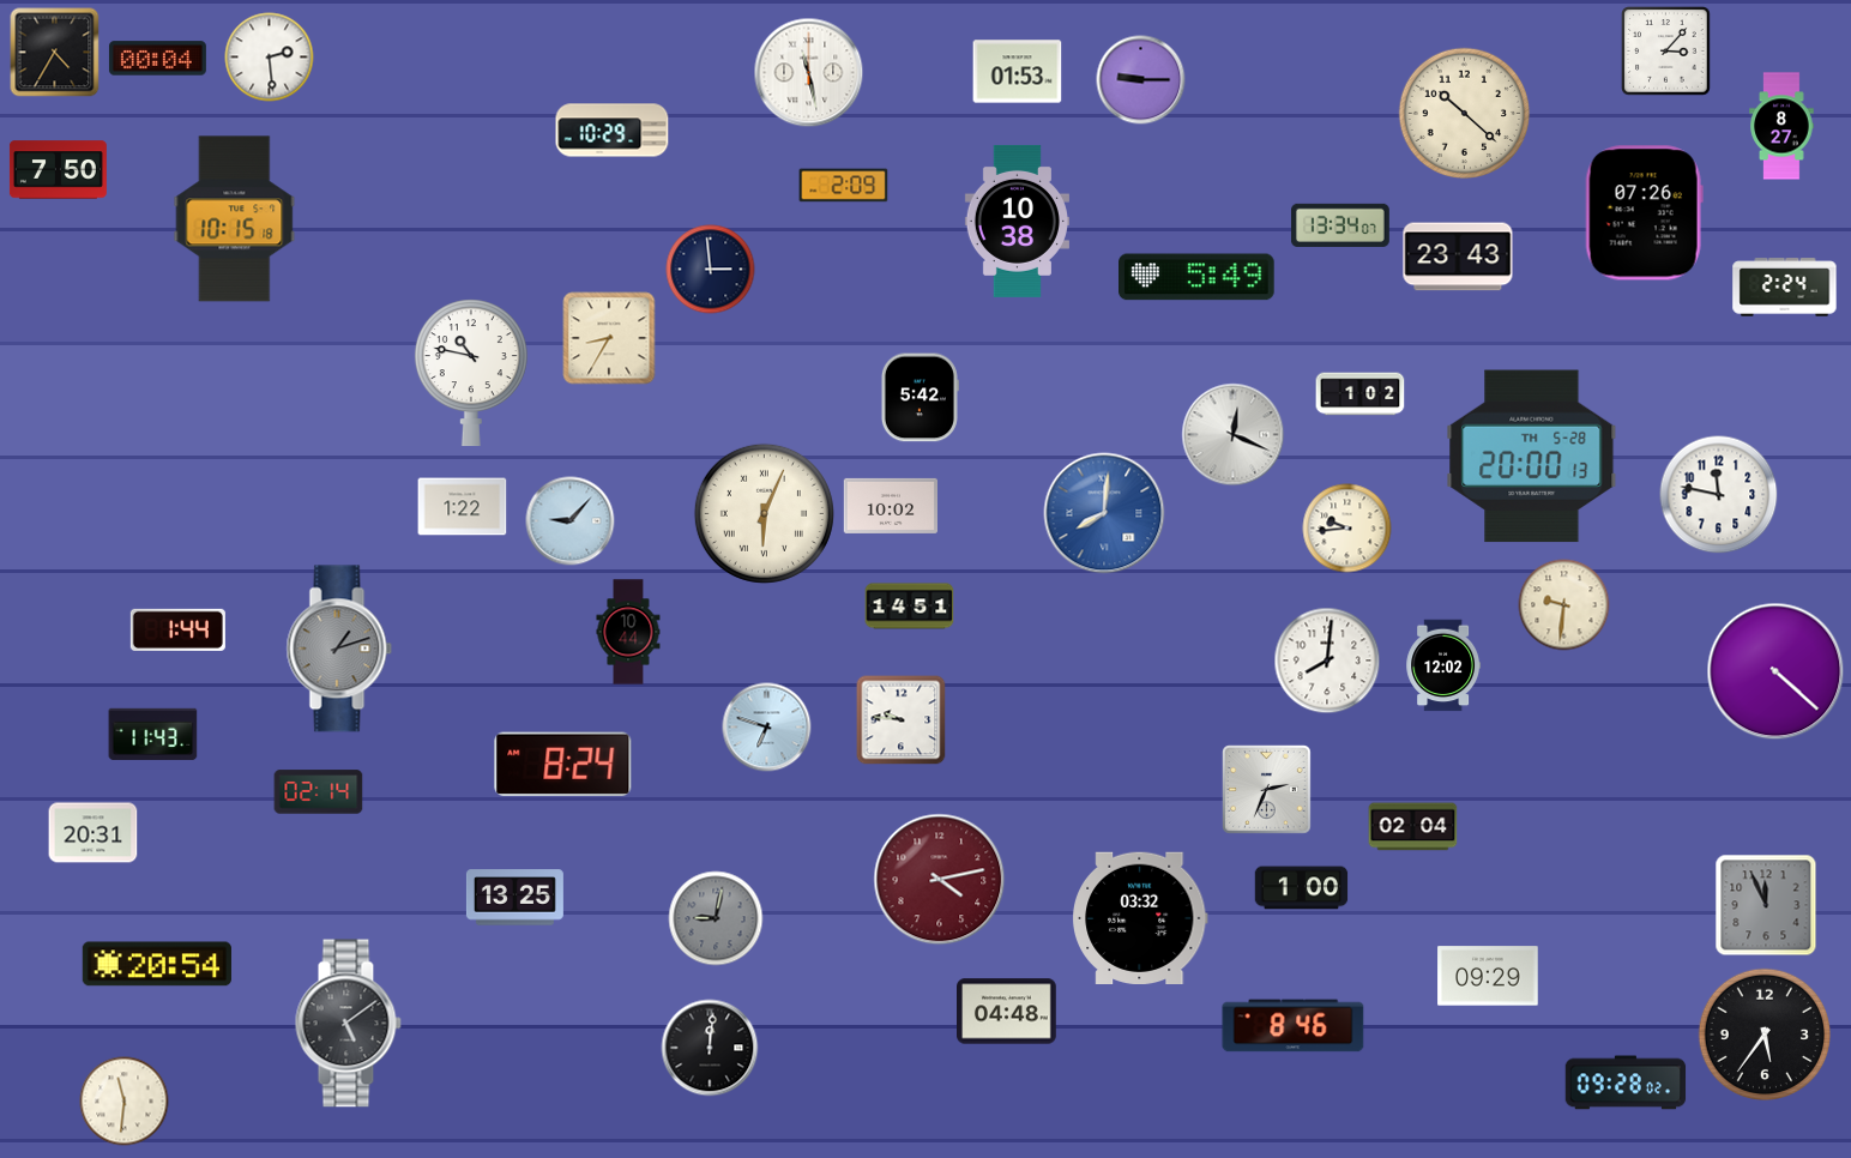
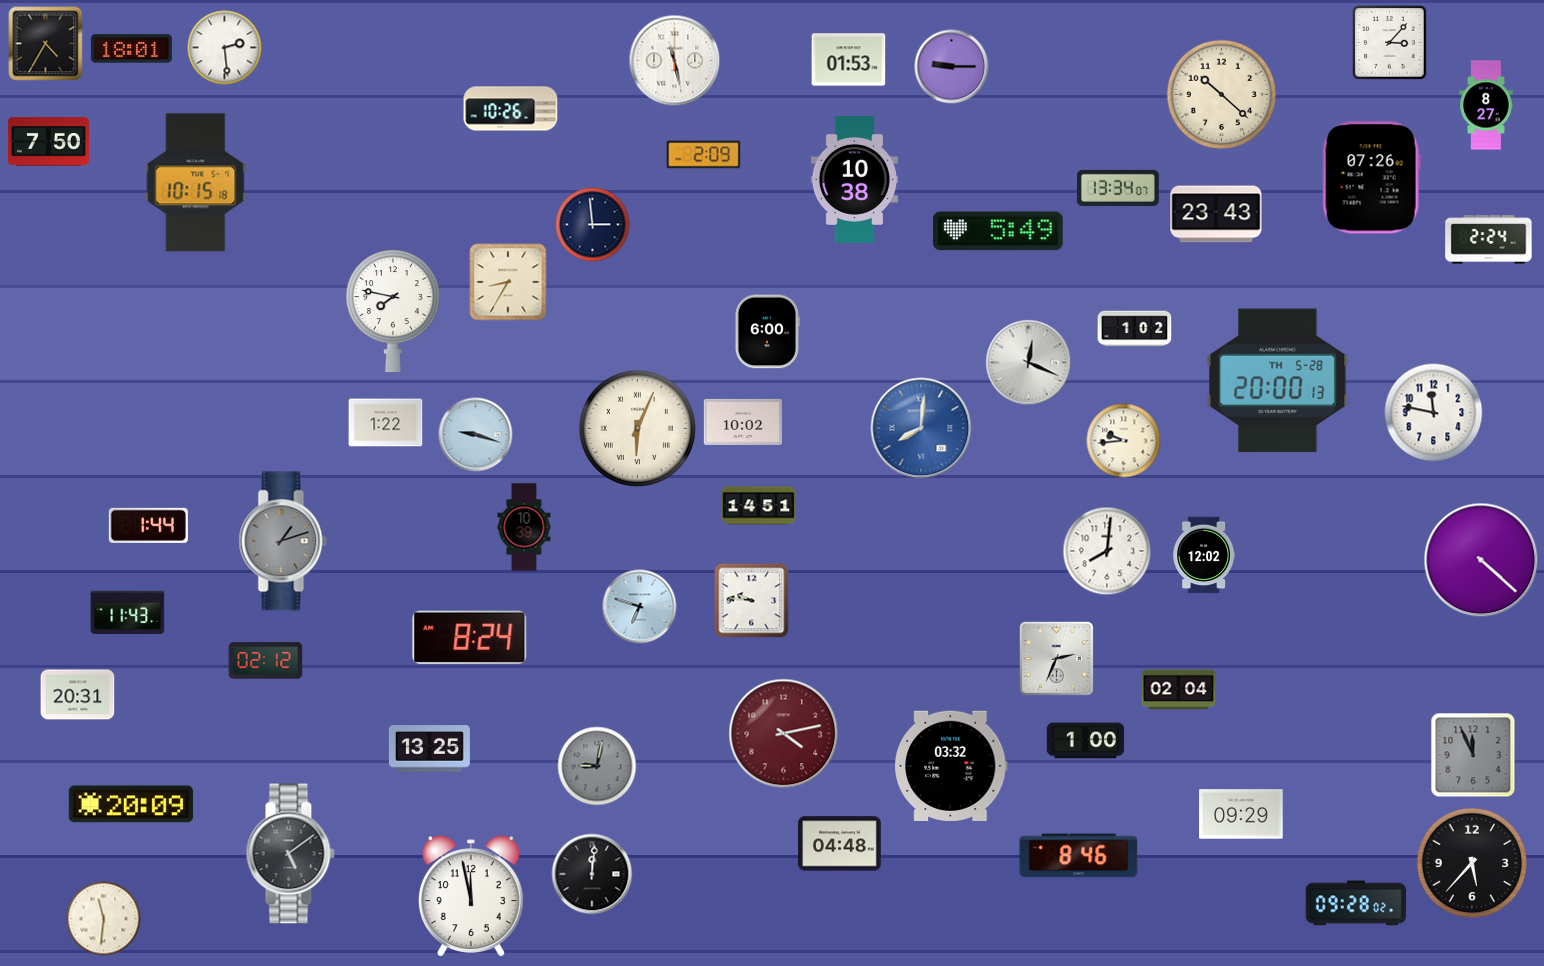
clock at (157, 59): 00:04 -> 18:01
clock at (613, 131): 10:29 -> 10:26
clock at (1017, 221) position: (1017, 221) -> (854, 179)
clock at (471, 373): 10:47 -> 7:47
clock at (920, 398): 5:42 -> 6:00
clock at (571, 521): 9:07 -> 9:18
clock at (1564, 605): 9:31 -> none
clock at (628, 632): 10:44 -> 10:39
clock at (319, 792): 02:14 -> 02:12
clock at (157, 964): 20:54 -> 20:09
clock at (1765, 1035): 5:36 -> 5:37
clock at (471, 896): none -> 11:58
